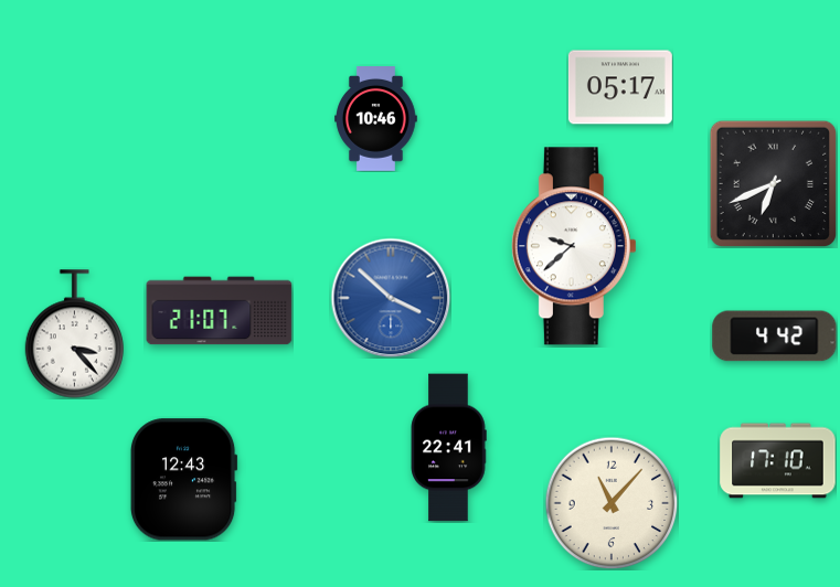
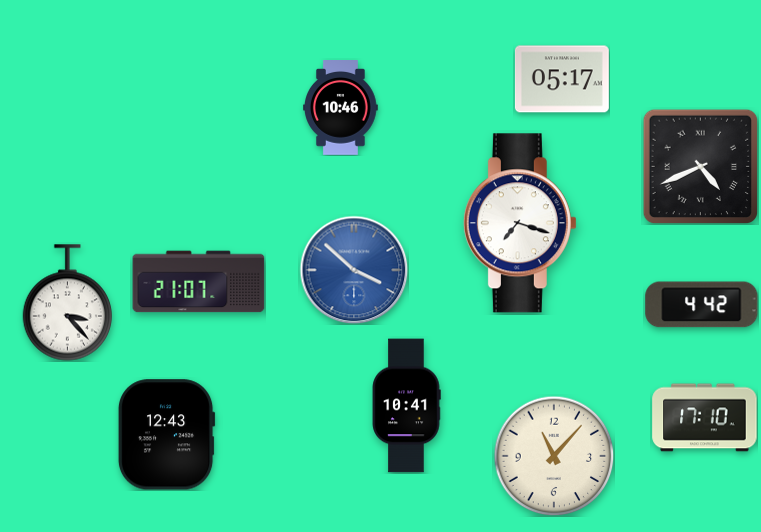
clock at (773, 183): 6:41 -> 4:41
clock at (574, 246): 9:38 -> 7:18
clock at (448, 448): 22:41 -> 10:41
